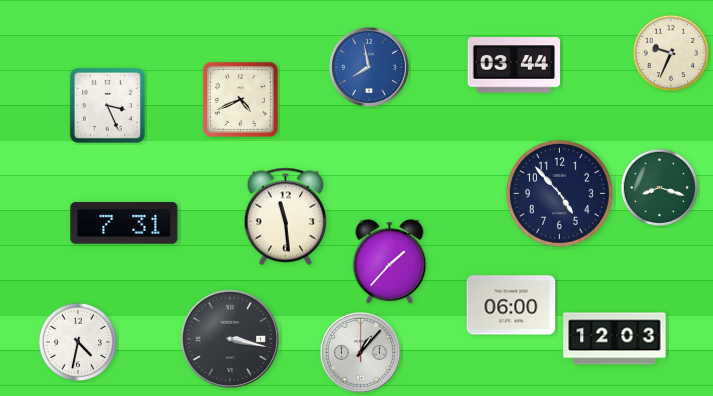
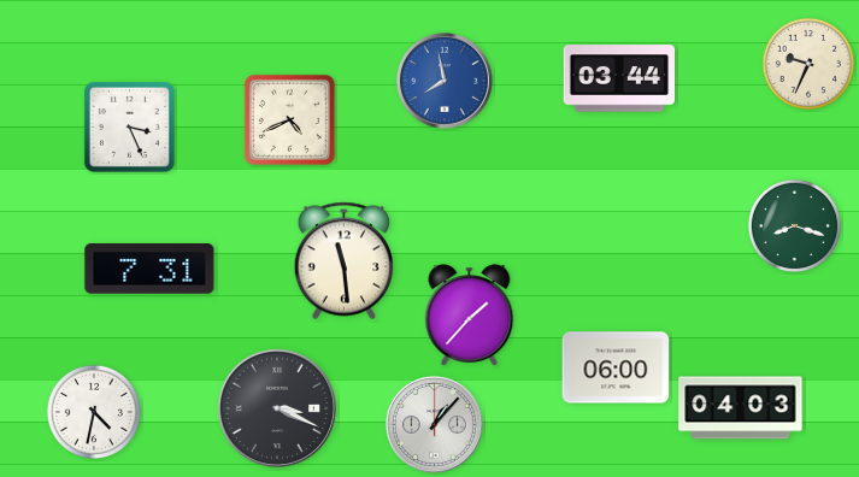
clock at (559, 193): 4:53 -> none
clock at (230, 339): 3:17 -> 3:19
clock at (615, 339): 12:03 -> 04:03
